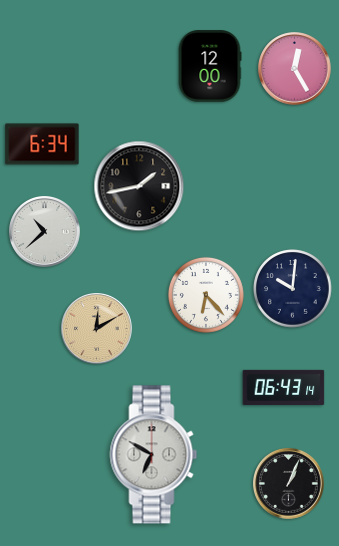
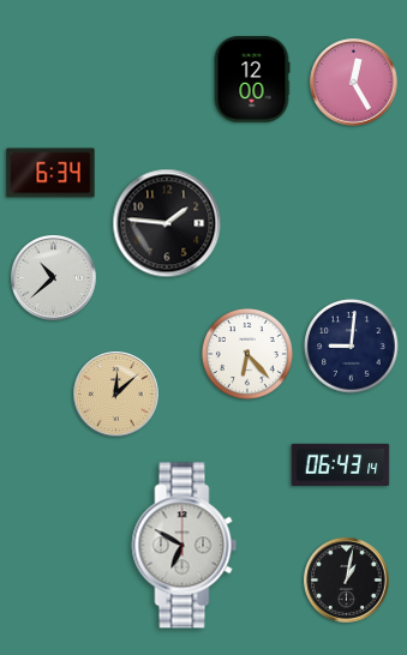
clock at (139, 186): 1:43 -> 1:46
clock at (293, 289): 10:01 -> 9:01
clock at (97, 329): 12:10 -> 12:08
clock at (289, 484): 1:04 -> 1:02
